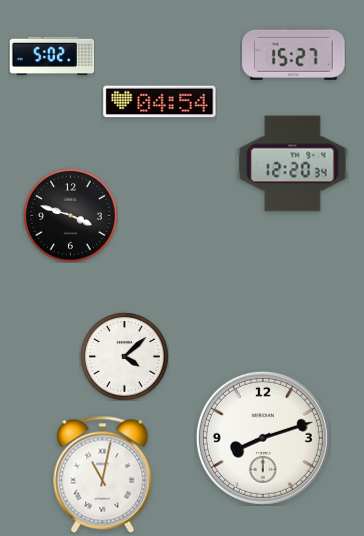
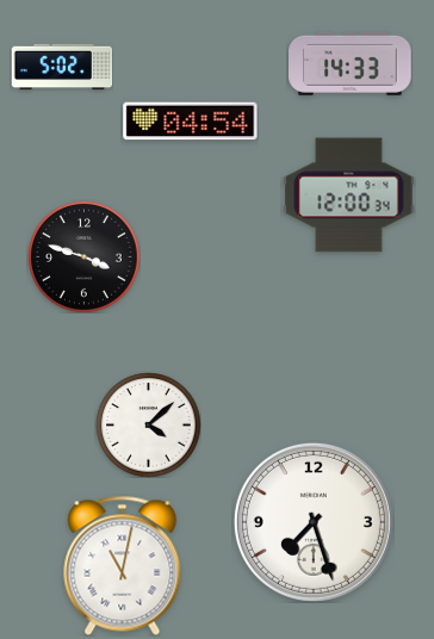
clock at (294, 53): 15:27 -> 14:33
clock at (293, 164): 12:20 -> 12:00
clock at (263, 438): 8:12 -> 7:27
